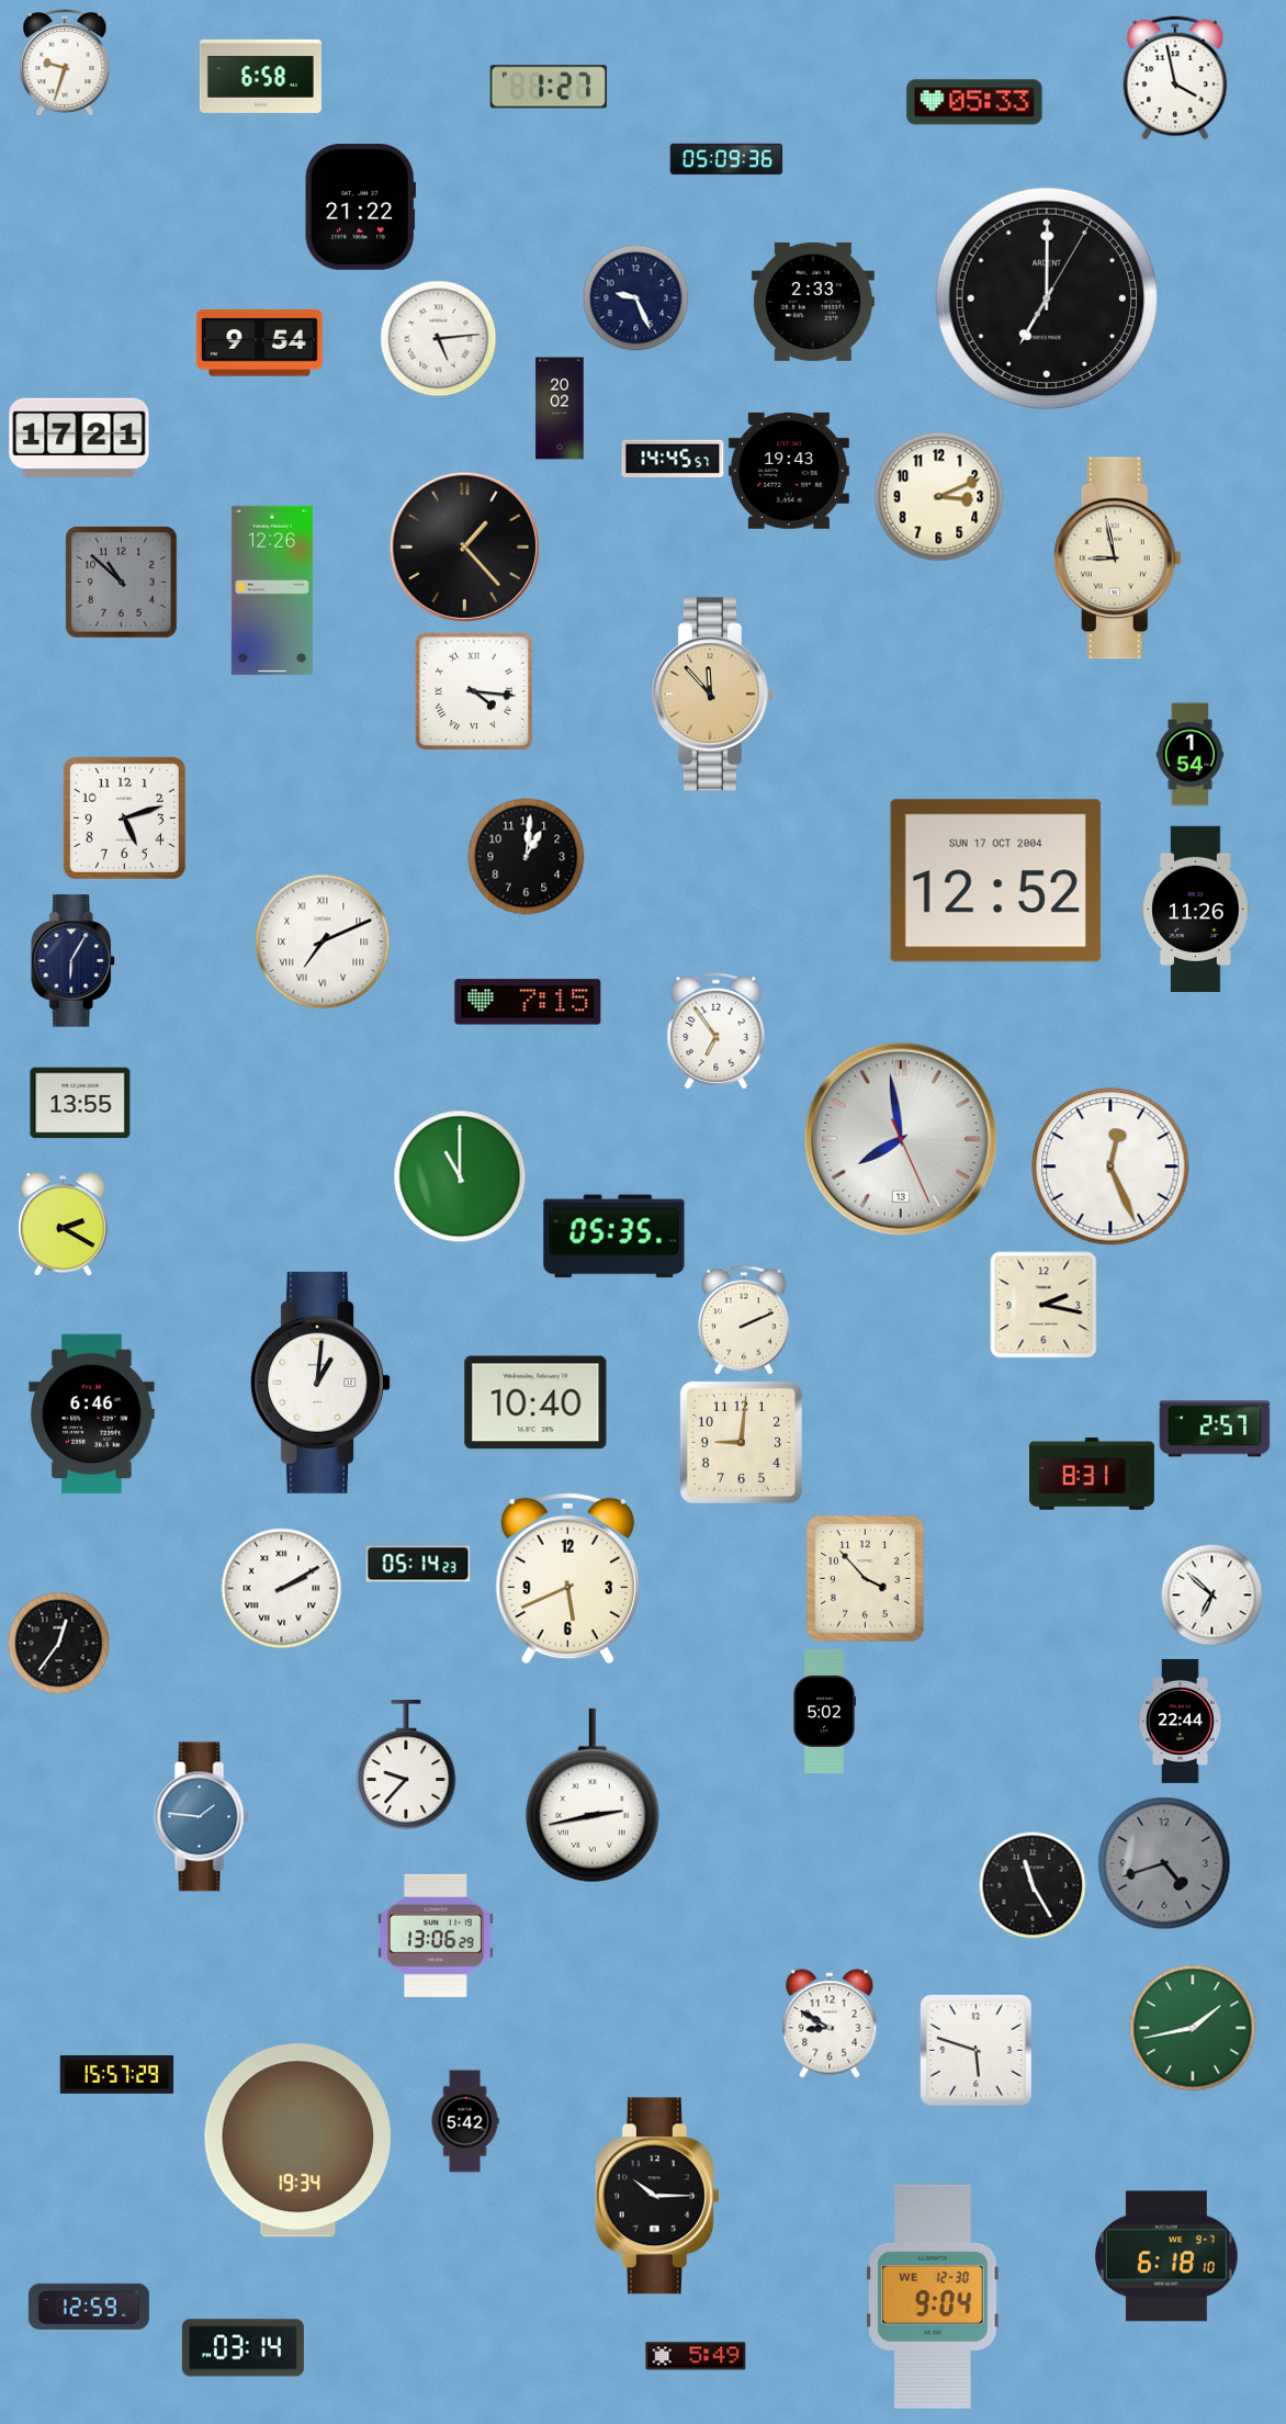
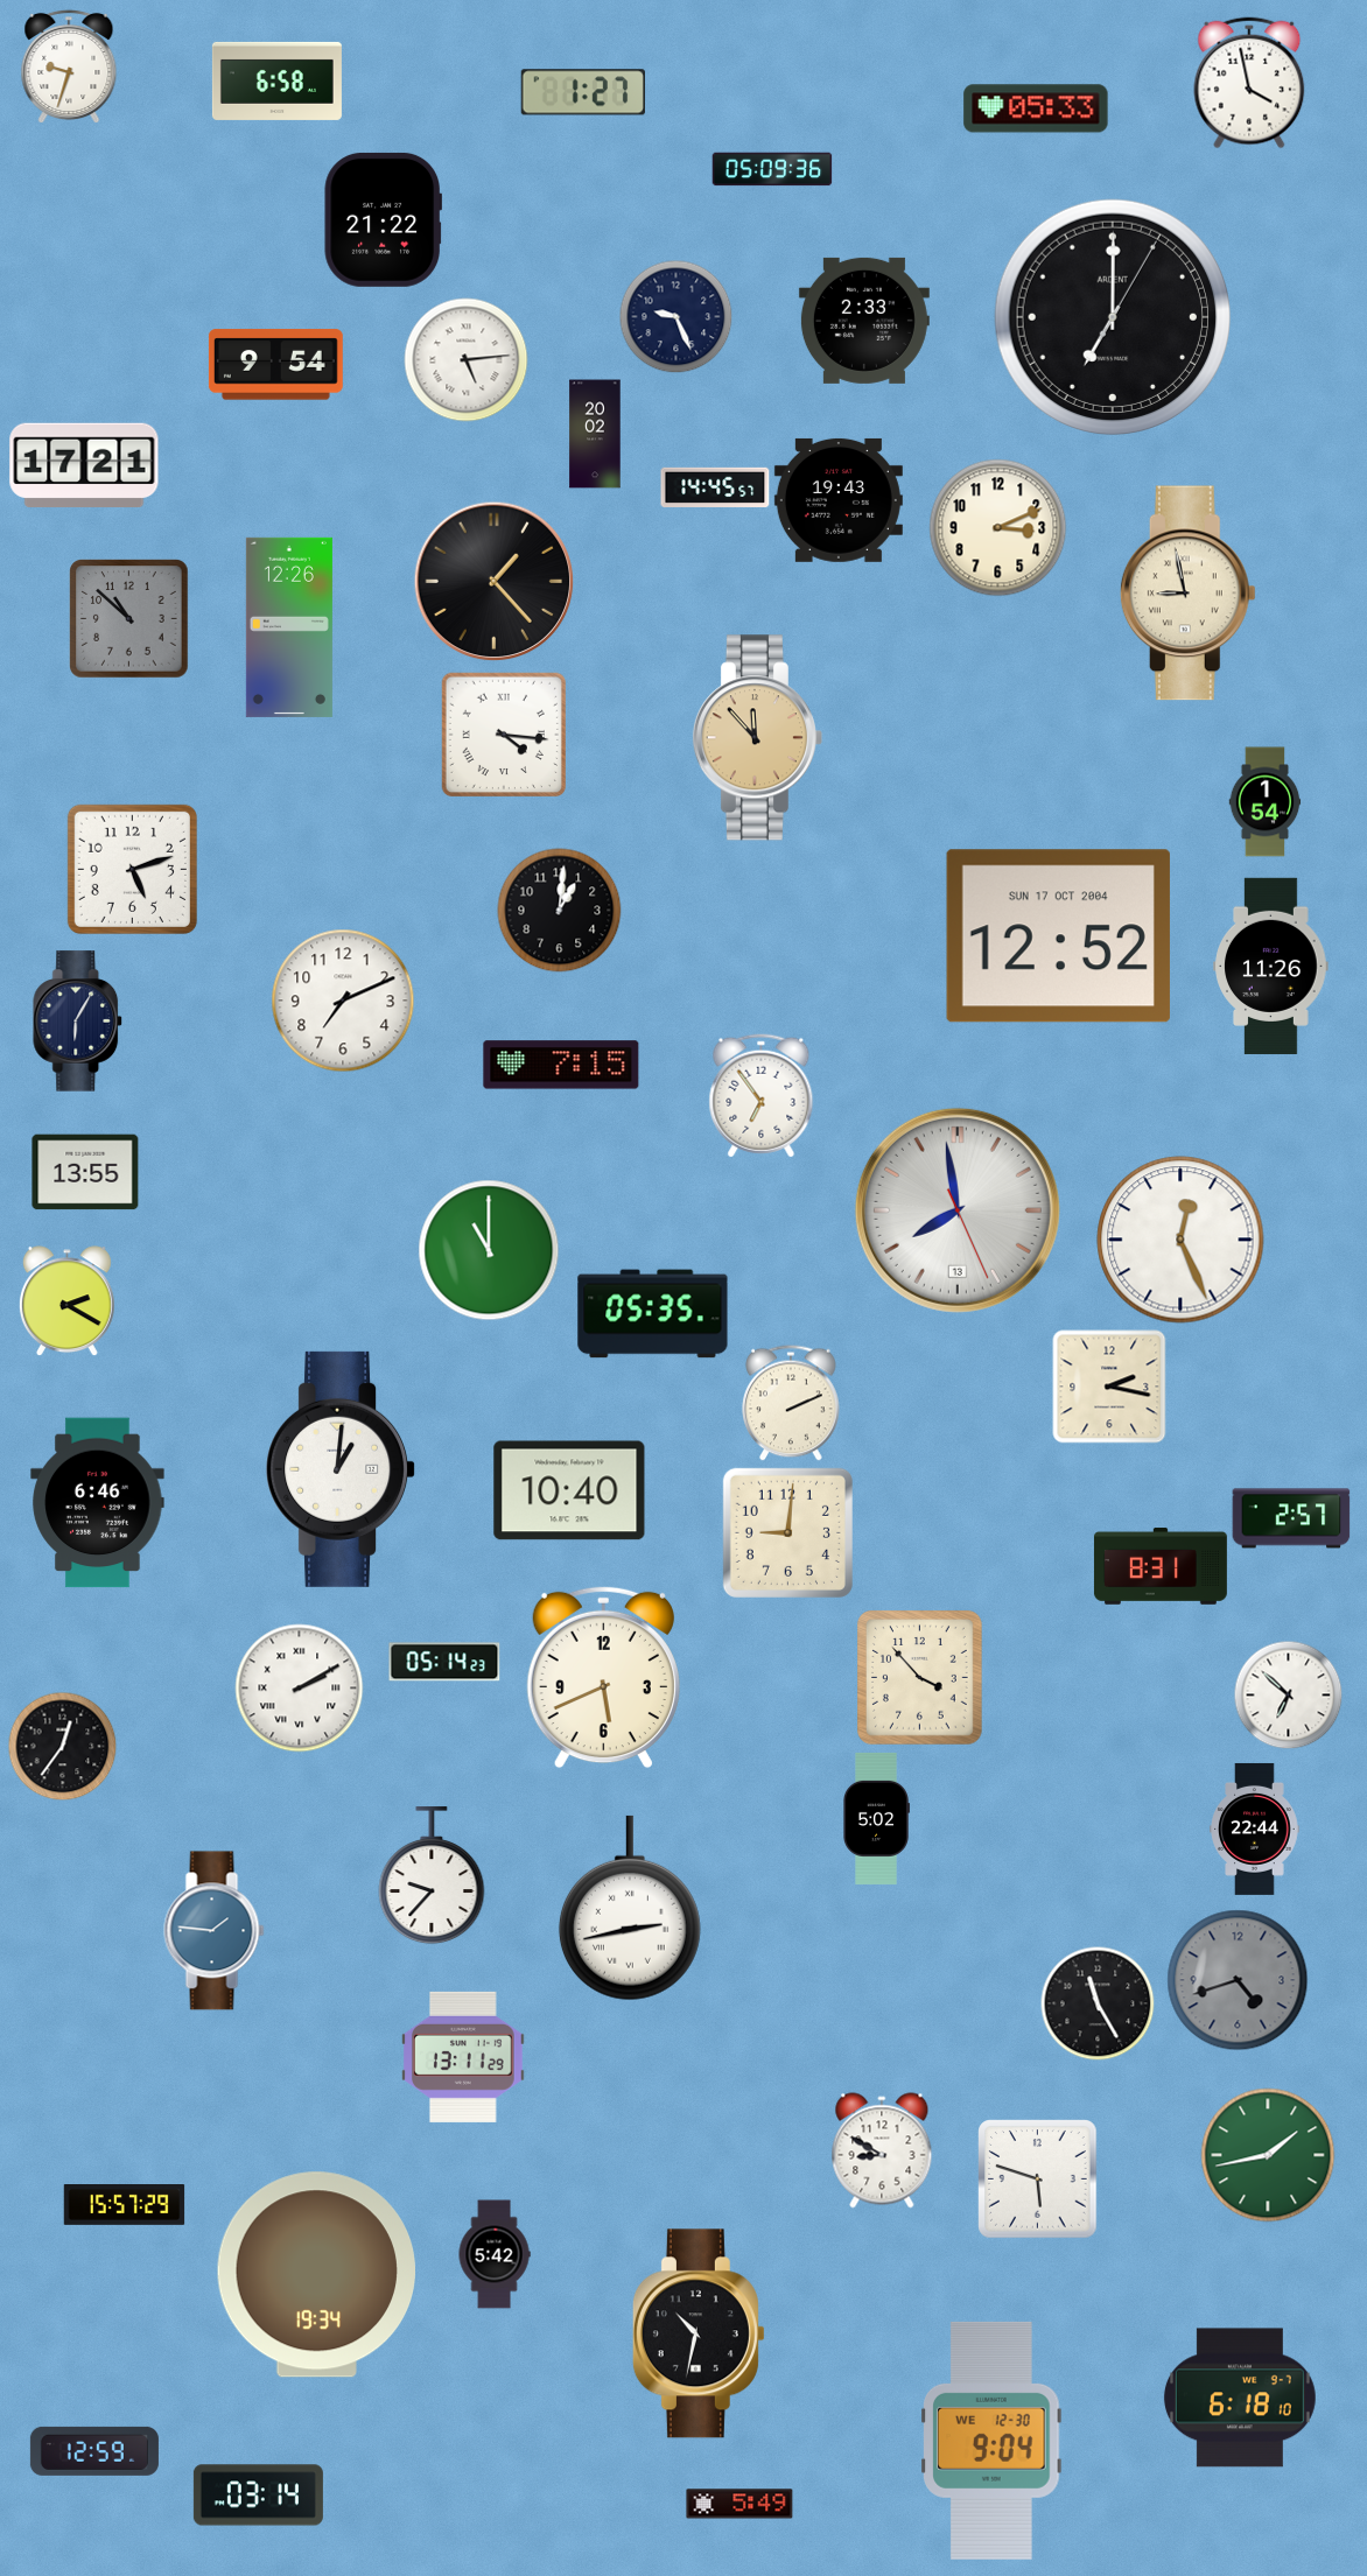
clock at (323, 942) numerals: Roman -> Arabic
clock at (437, 1936): 13:06 -> 13:11
clock at (657, 2196): 10:15 -> 10:32
